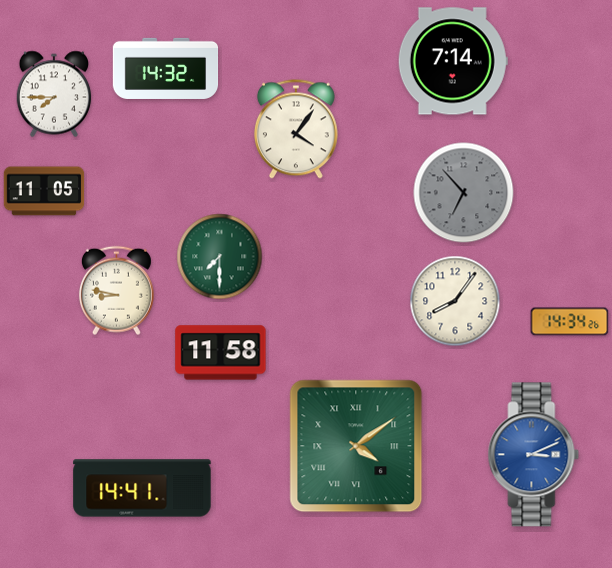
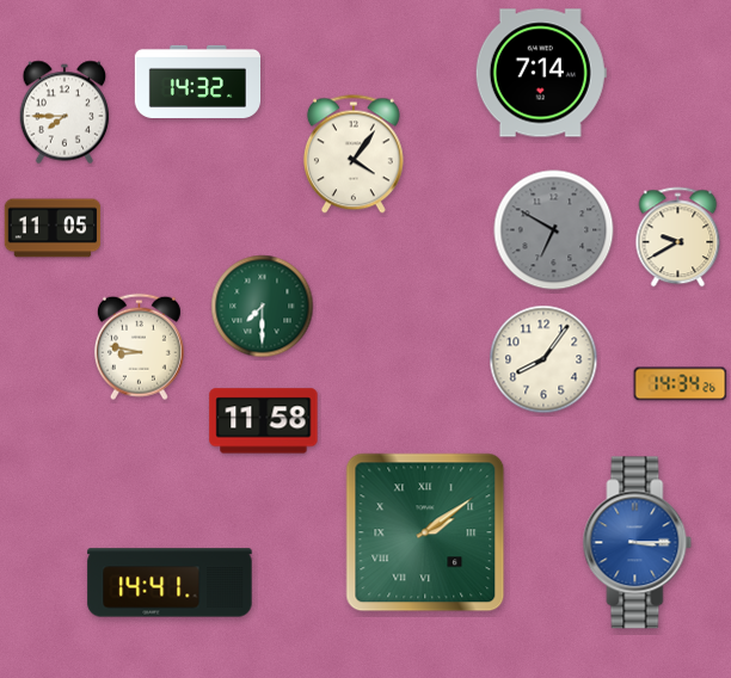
clock at (464, 193): 6:53 -> 6:50
clock at (678, 238): none -> 9:40
clock at (356, 446): 4:09 -> 2:09
clock at (534, 455): 3:11 -> 3:15
